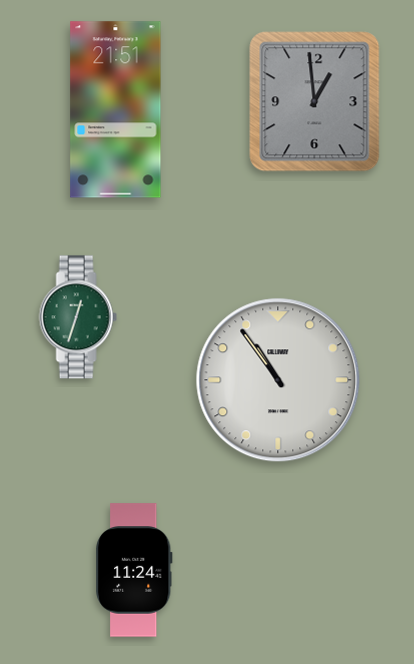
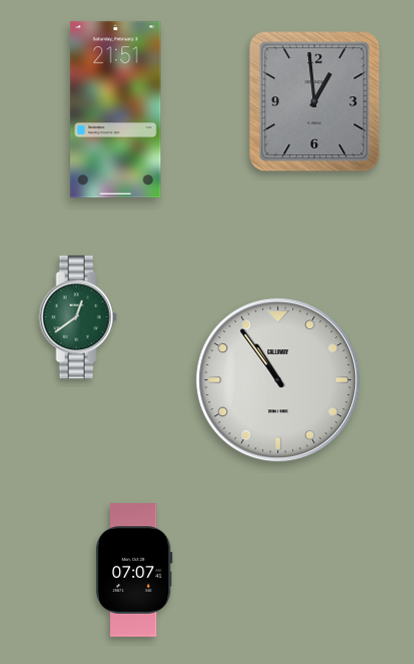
clock at (78, 317): 12:33 -> 12:39
clock at (134, 570): 11:24 -> 07:07
